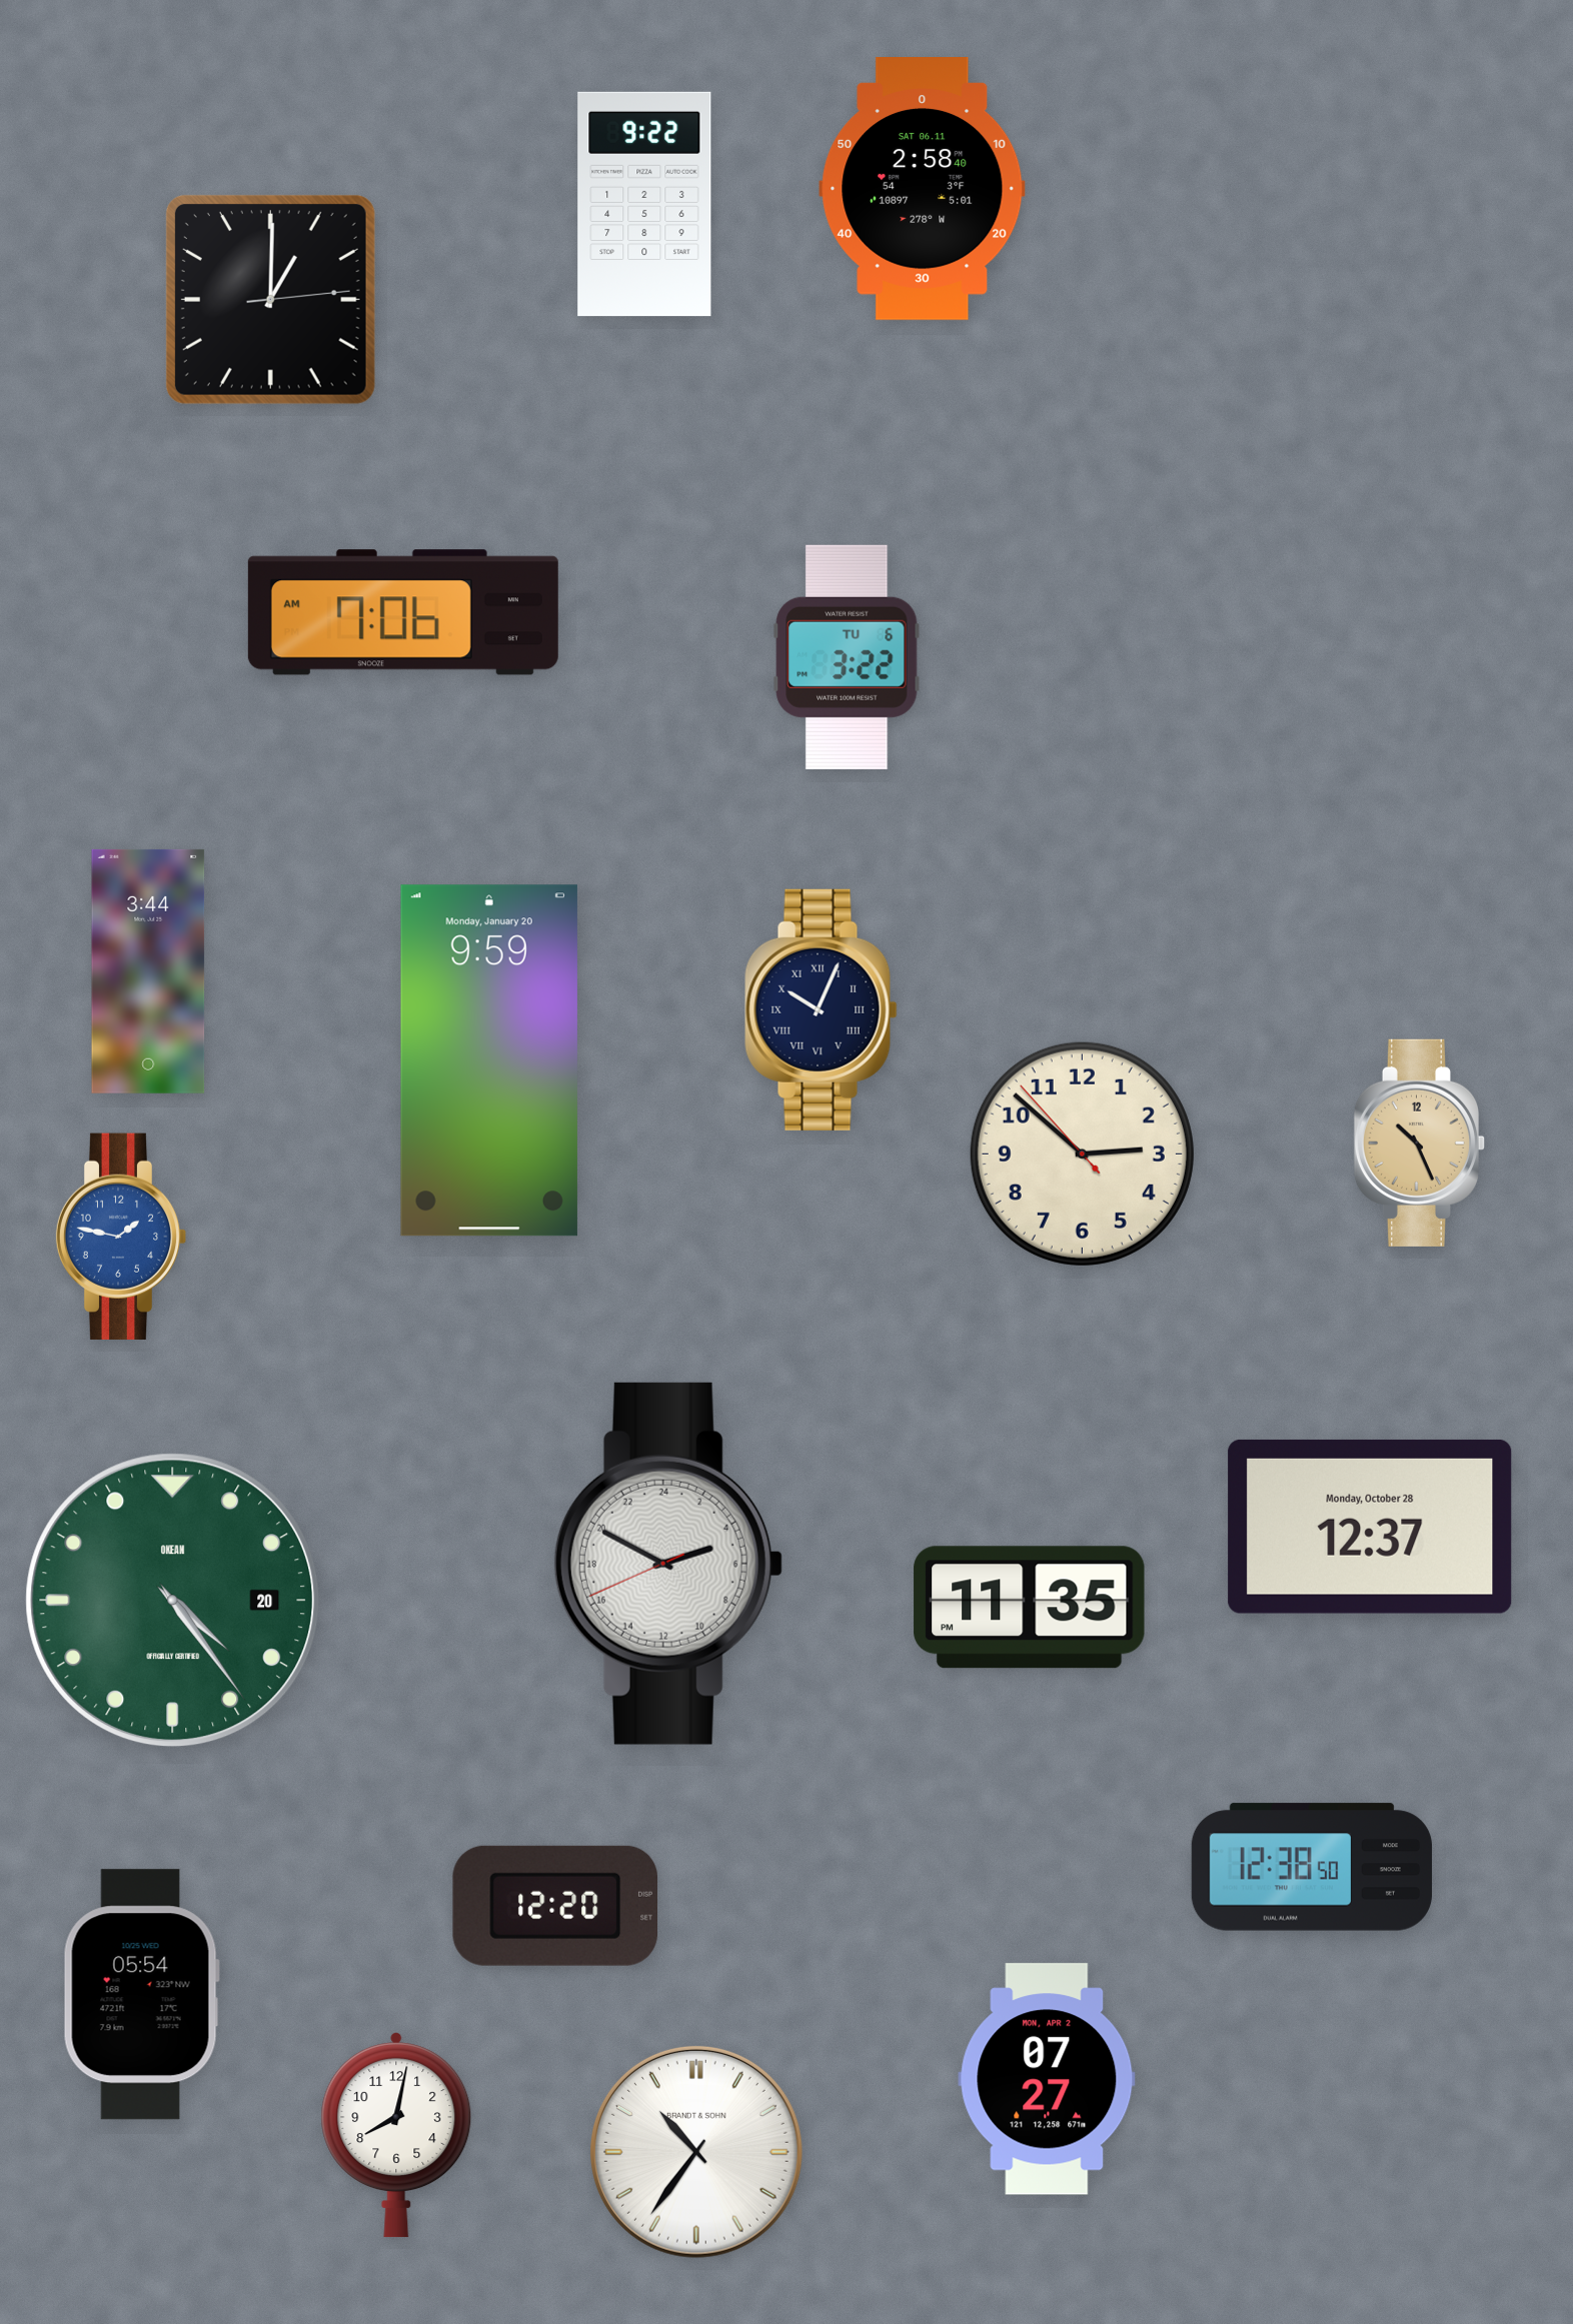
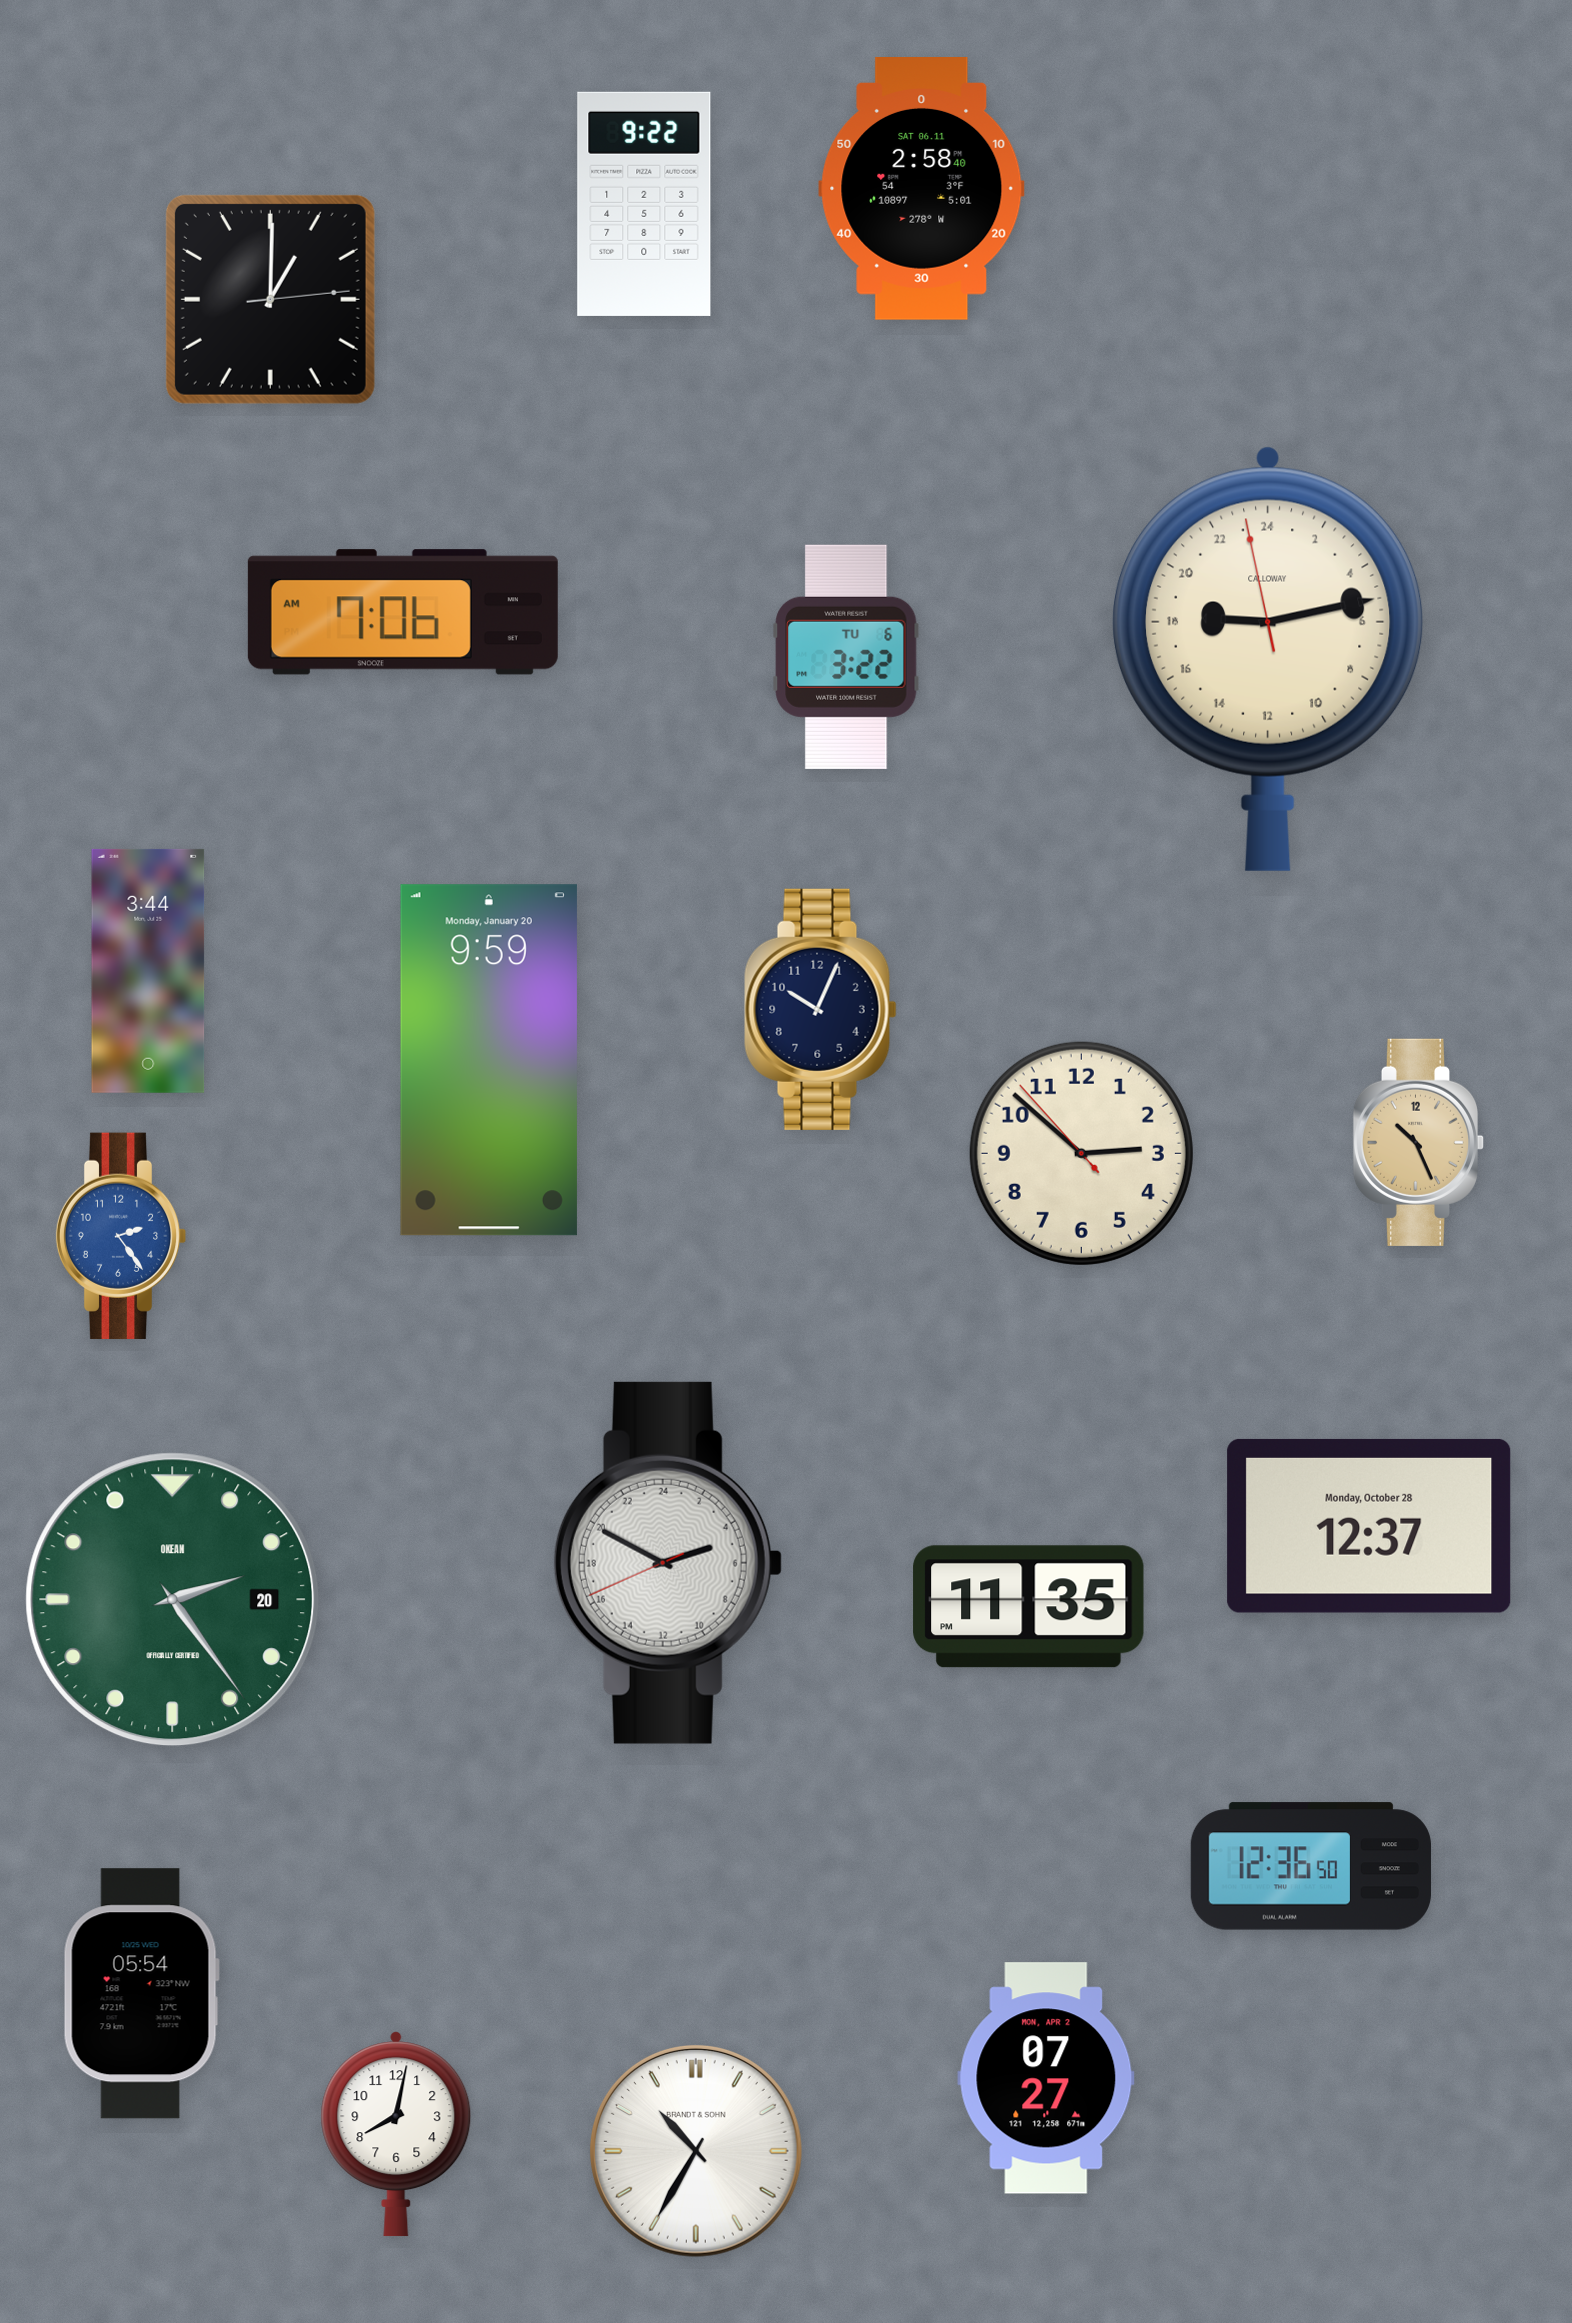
clock at (1268, 659): none -> 18:12
clock at (822, 1009) numerals: Roman -> Arabic
clock at (121, 1237): 1:47 -> 2:24
clock at (173, 1601): 4:24 -> 2:24
clock at (1312, 1867): 12:38 -> 12:36
clock at (555, 1906): 12:20 -> none
clock at (696, 2152): 10:36 -> 10:35
